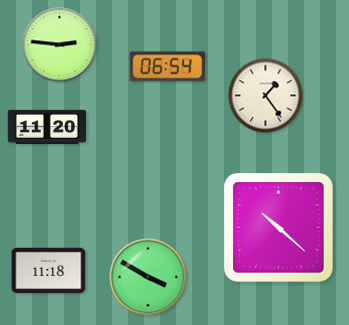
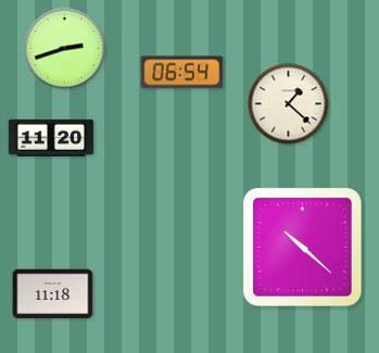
clock at (60, 45): 2:46 -> 2:42
clock at (266, 96): 1:24 -> 1:22
clock at (148, 277): 3:50 -> none
